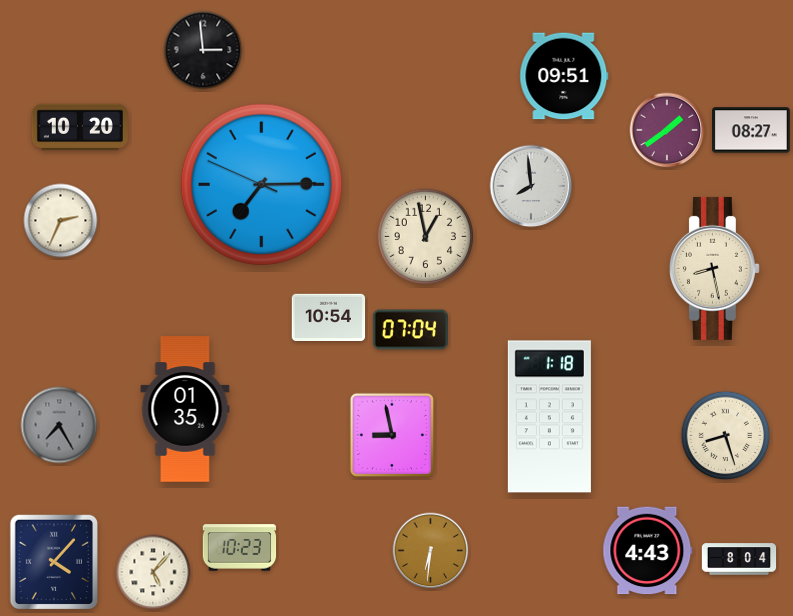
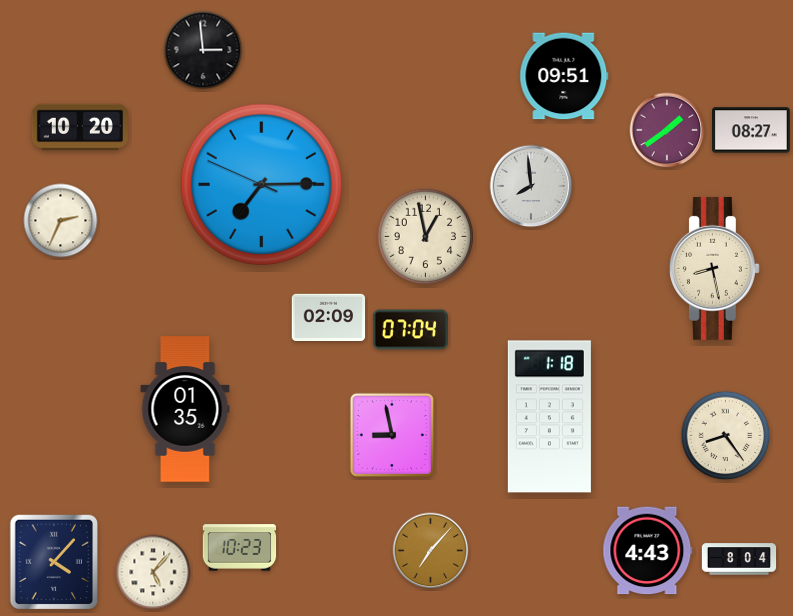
clock at (329, 317): 10:54 -> 02:09
clock at (59, 425): 7:25 -> none
clock at (726, 436): 8:27 -> 8:24
clock at (431, 551): 6:31 -> 7:07
